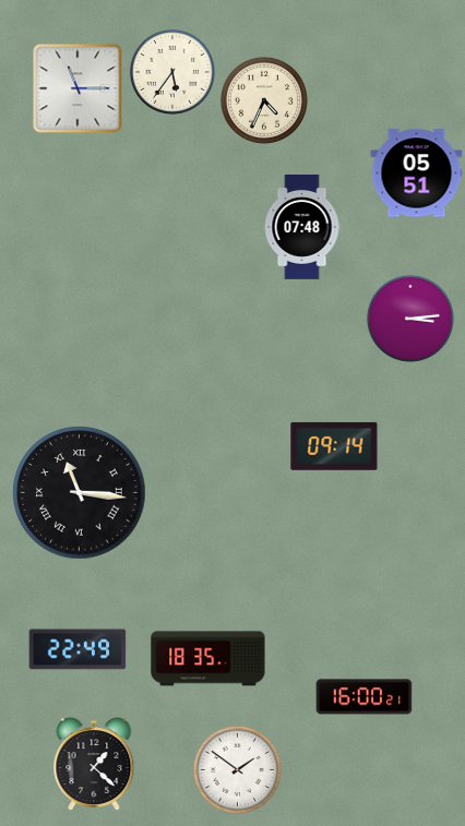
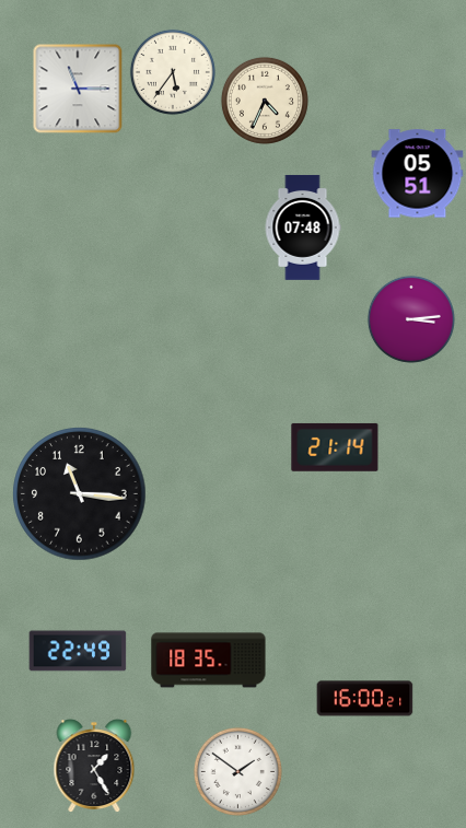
clock at (334, 446): 09:14 -> 21:14
clock at (80, 493) numerals: Roman -> Arabic
clock at (94, 764): 1:22 -> 1:25
